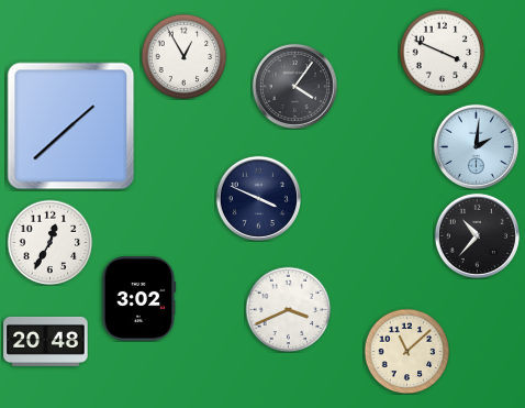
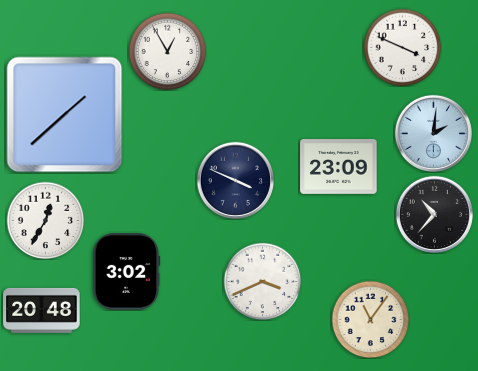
clock at (294, 86): 4:06 -> none
clock at (339, 167): none -> 23:09
clock at (406, 351): 11:08 -> 11:06
